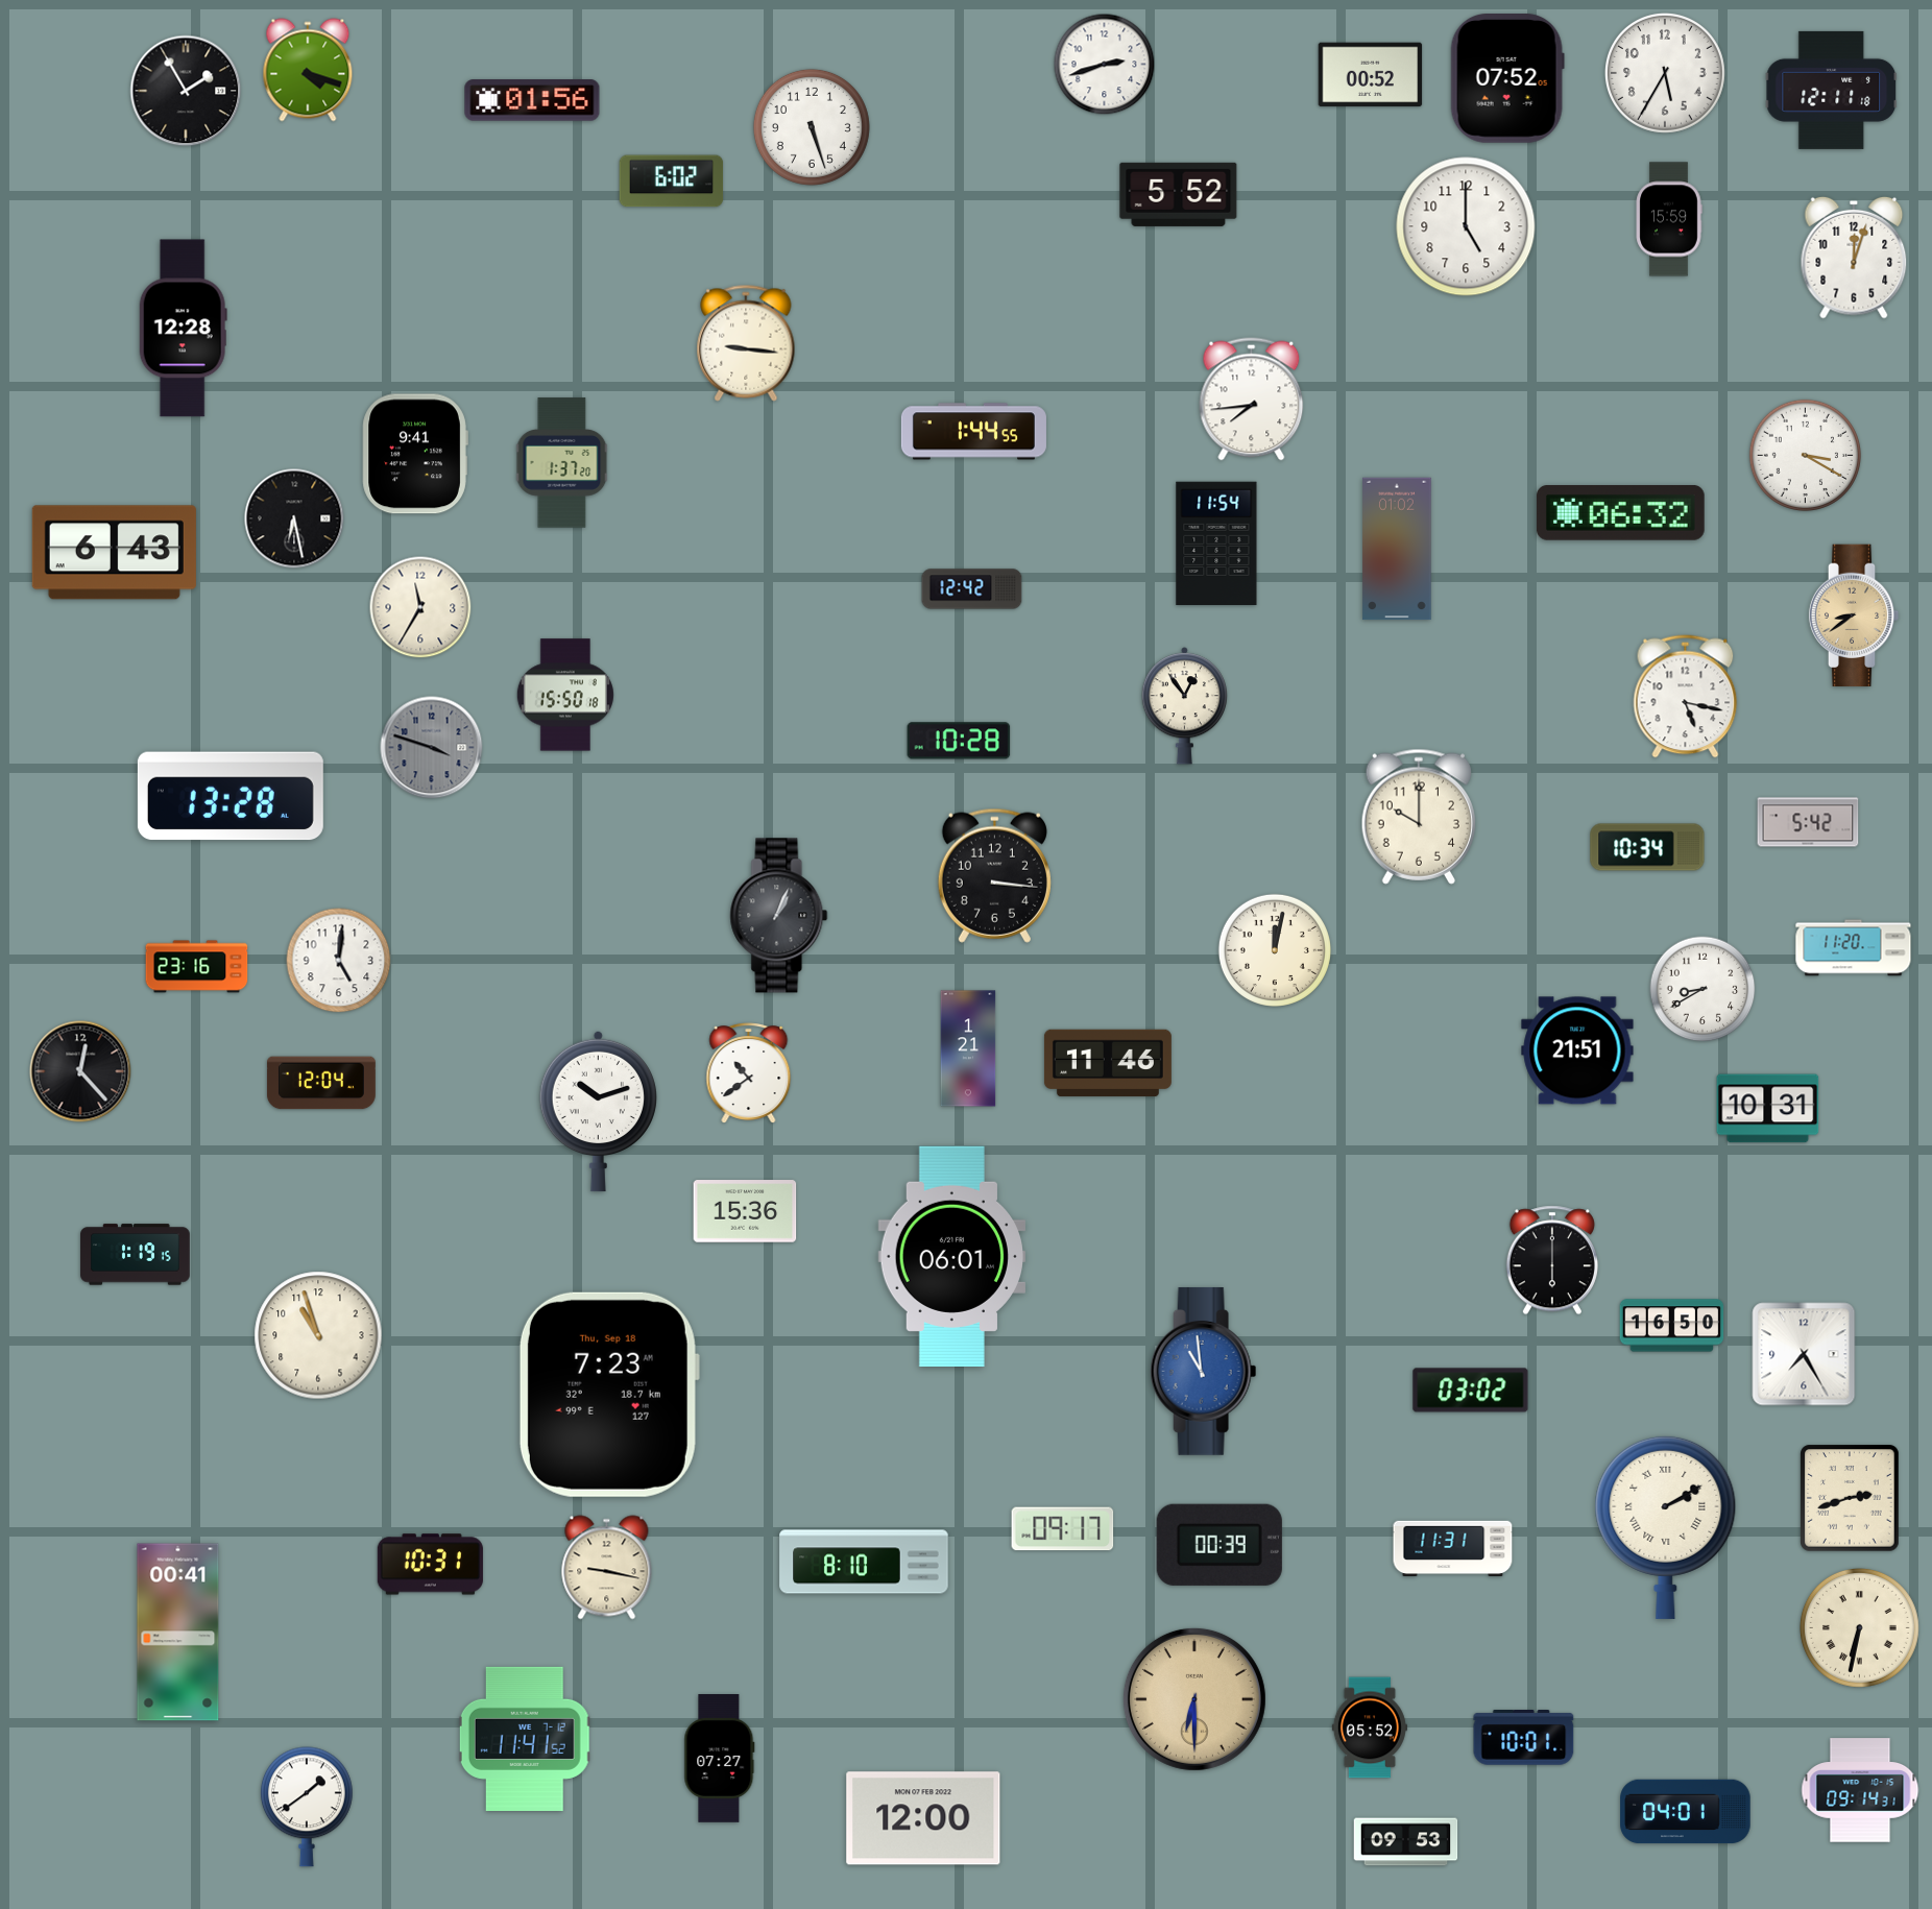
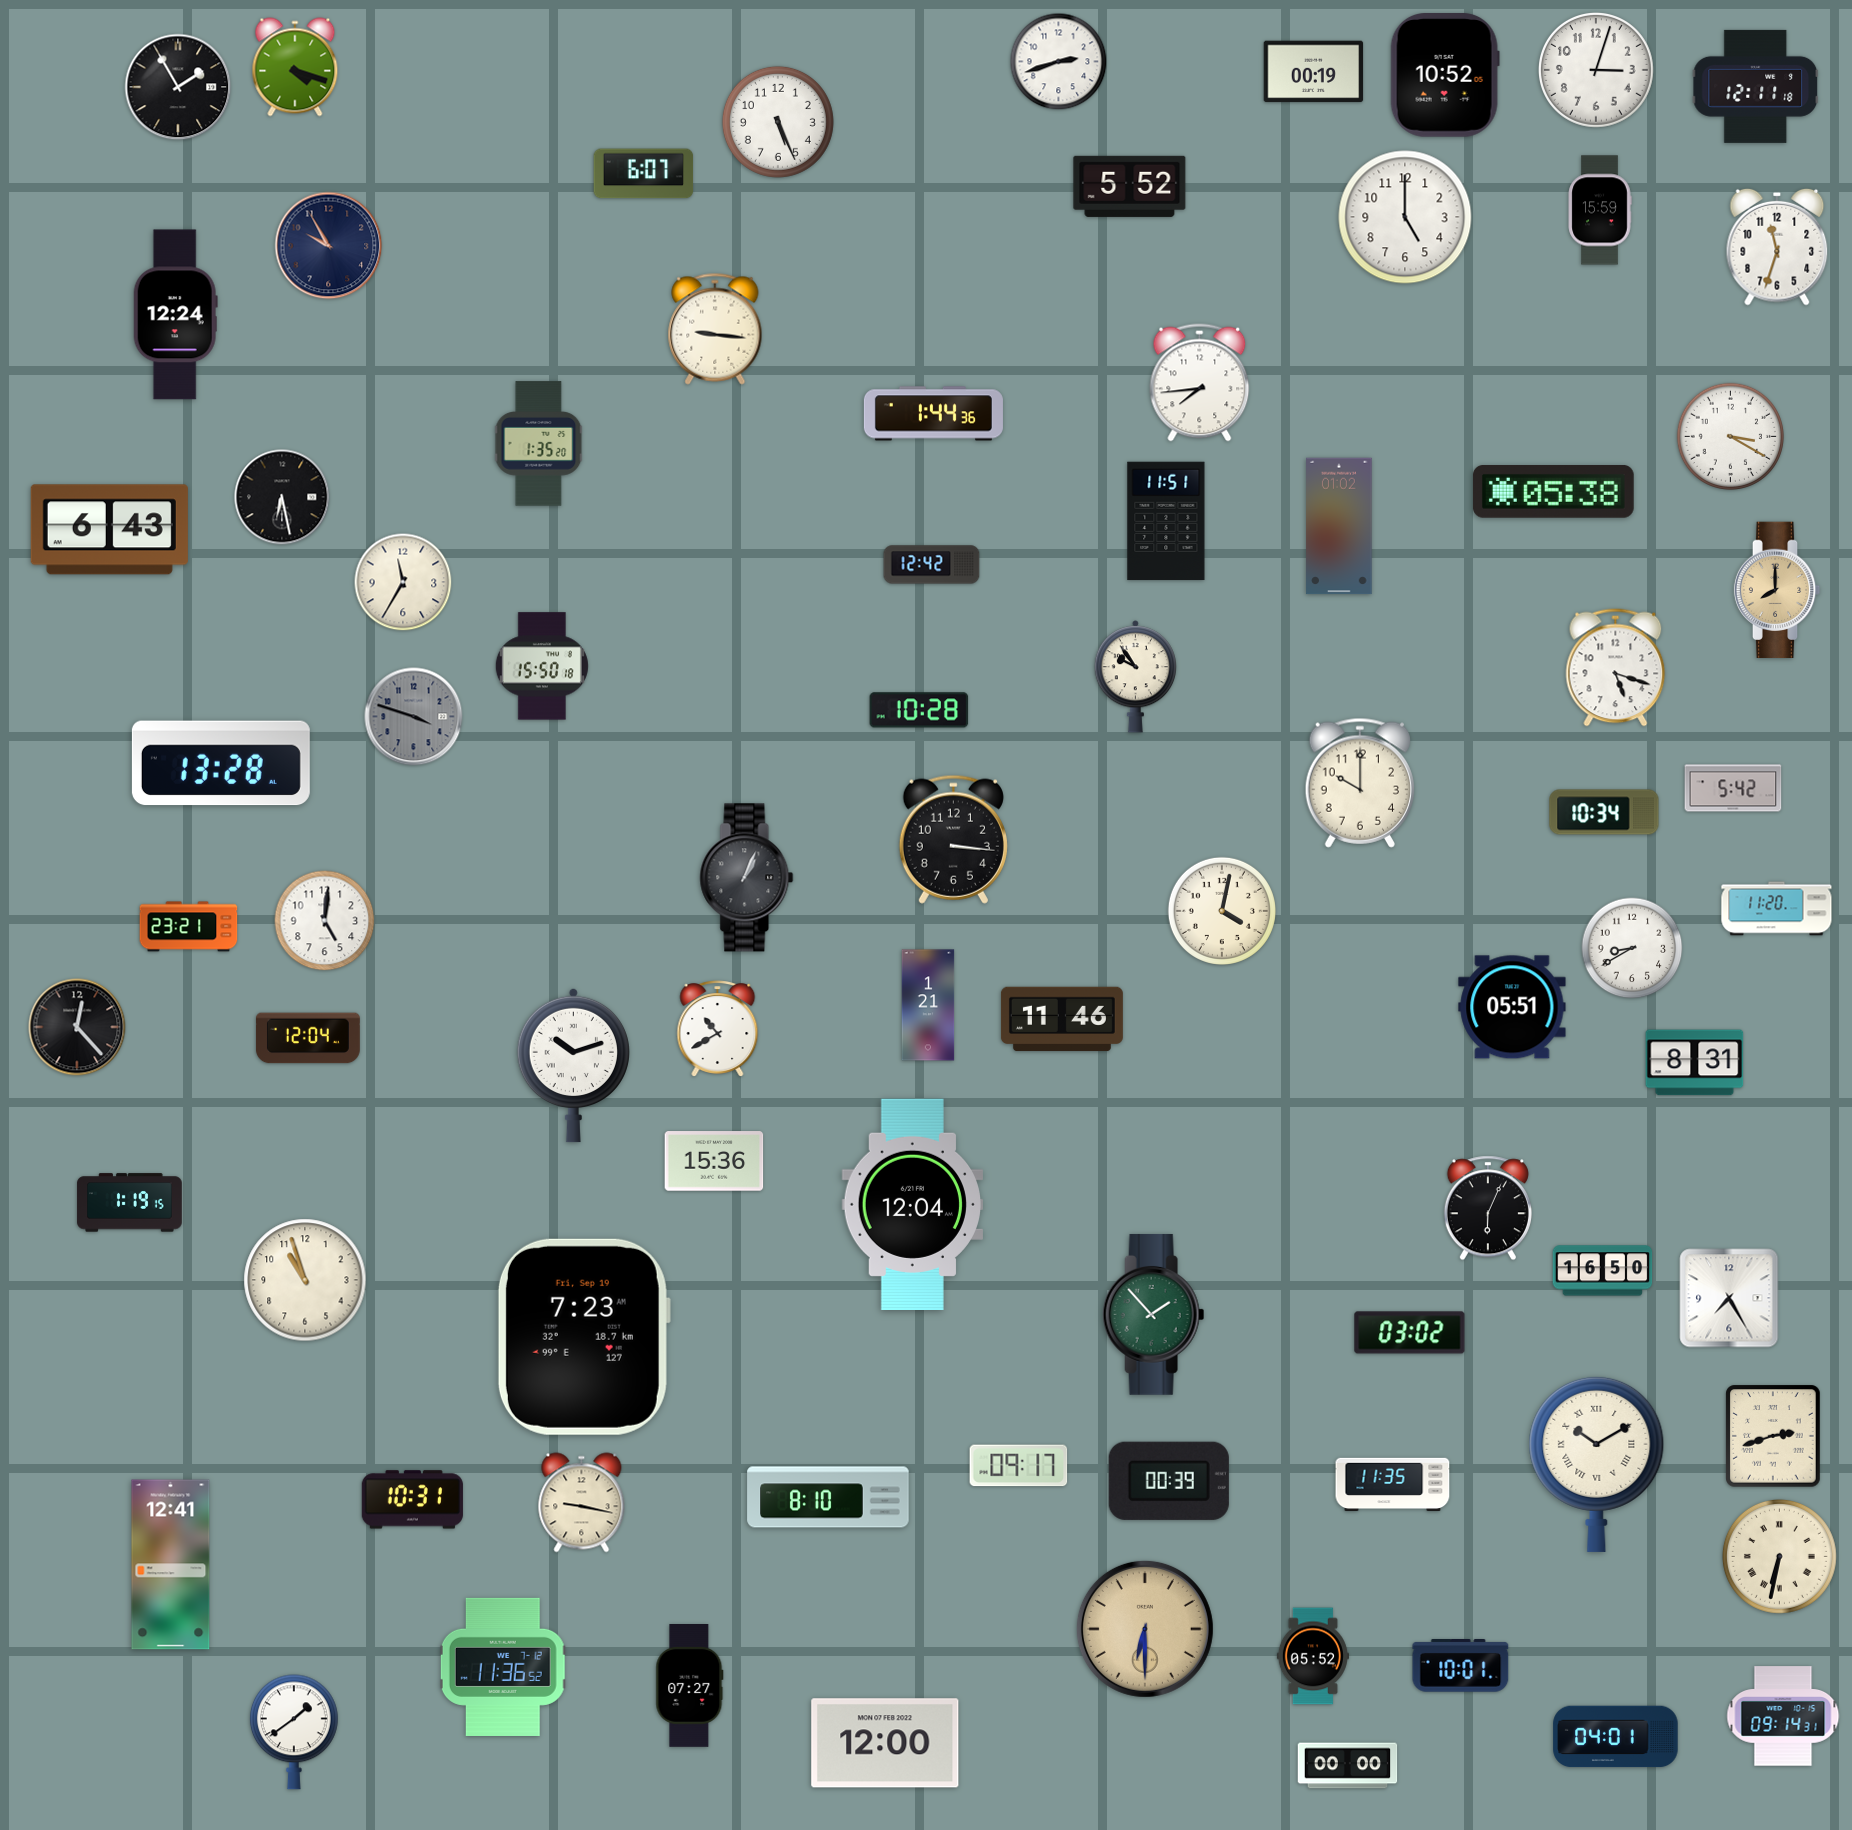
clock at (1665, 73): 5:35 -> 3:03
clock at (1371, 75): 00:52 -> 00:19
clock at (1507, 79): 07:52 -> 10:52
clock at (532, 100): 01:56 -> none
clock at (812, 127): 5:27 -> 5:26
clock at (672, 182): 6:02 -> 6:07
clock at (329, 246): none -> 9:55
clock at (1854, 258): 12:03 -> 11:33
clock at (183, 329): 12:28 -> 12:24
clock at (973, 432): 1:44:55 -> 1:44:36
clock at (415, 454): 9:41 -> none
clock at (562, 463): 1:37 -> 1:35
clock at (1620, 513): 06:32 -> 05:38
clock at (1216, 543): 11:54 -> 11:51
clock at (1854, 615): 8:39 -> 8:00
clock at (1686, 697): 5:17 -> 5:18
clock at (1184, 706): 12:54 -> 9:54
clock at (1647, 847) position: (1647, 847) -> (1604, 812)
clock at (1275, 950): 12:02 -> 4:02
clock at (197, 967): 23:16 -> 23:21
clock at (1577, 1050): 21:51 -> 05:51
clock at (749, 1073): 10:39 -> 10:40
clock at (1768, 1109): 10:31 -> 8:31
clock at (951, 1256): 06:01 -> 12:04
clock at (1552, 1260): 6:00 -> 6:04
clock at (1204, 1371): 10:59 -> 1:53
clock at (1204, 1371) dial: blue -> green
clock at (608, 1395) date: Thu, Sep 18 -> Fri, Sep 19
clock at (1666, 1527): 2:10 -> 10:10
clock at (1453, 1549): 11:31 -> 11:35
clock at (1859, 1627) position: (1859, 1627) -> (1779, 1556)
clock at (178, 1633): 00:41 -> 12:41
clock at (525, 1739): 11:41 -> 11:36
clock at (1406, 1842): 09:53 -> 00:00
